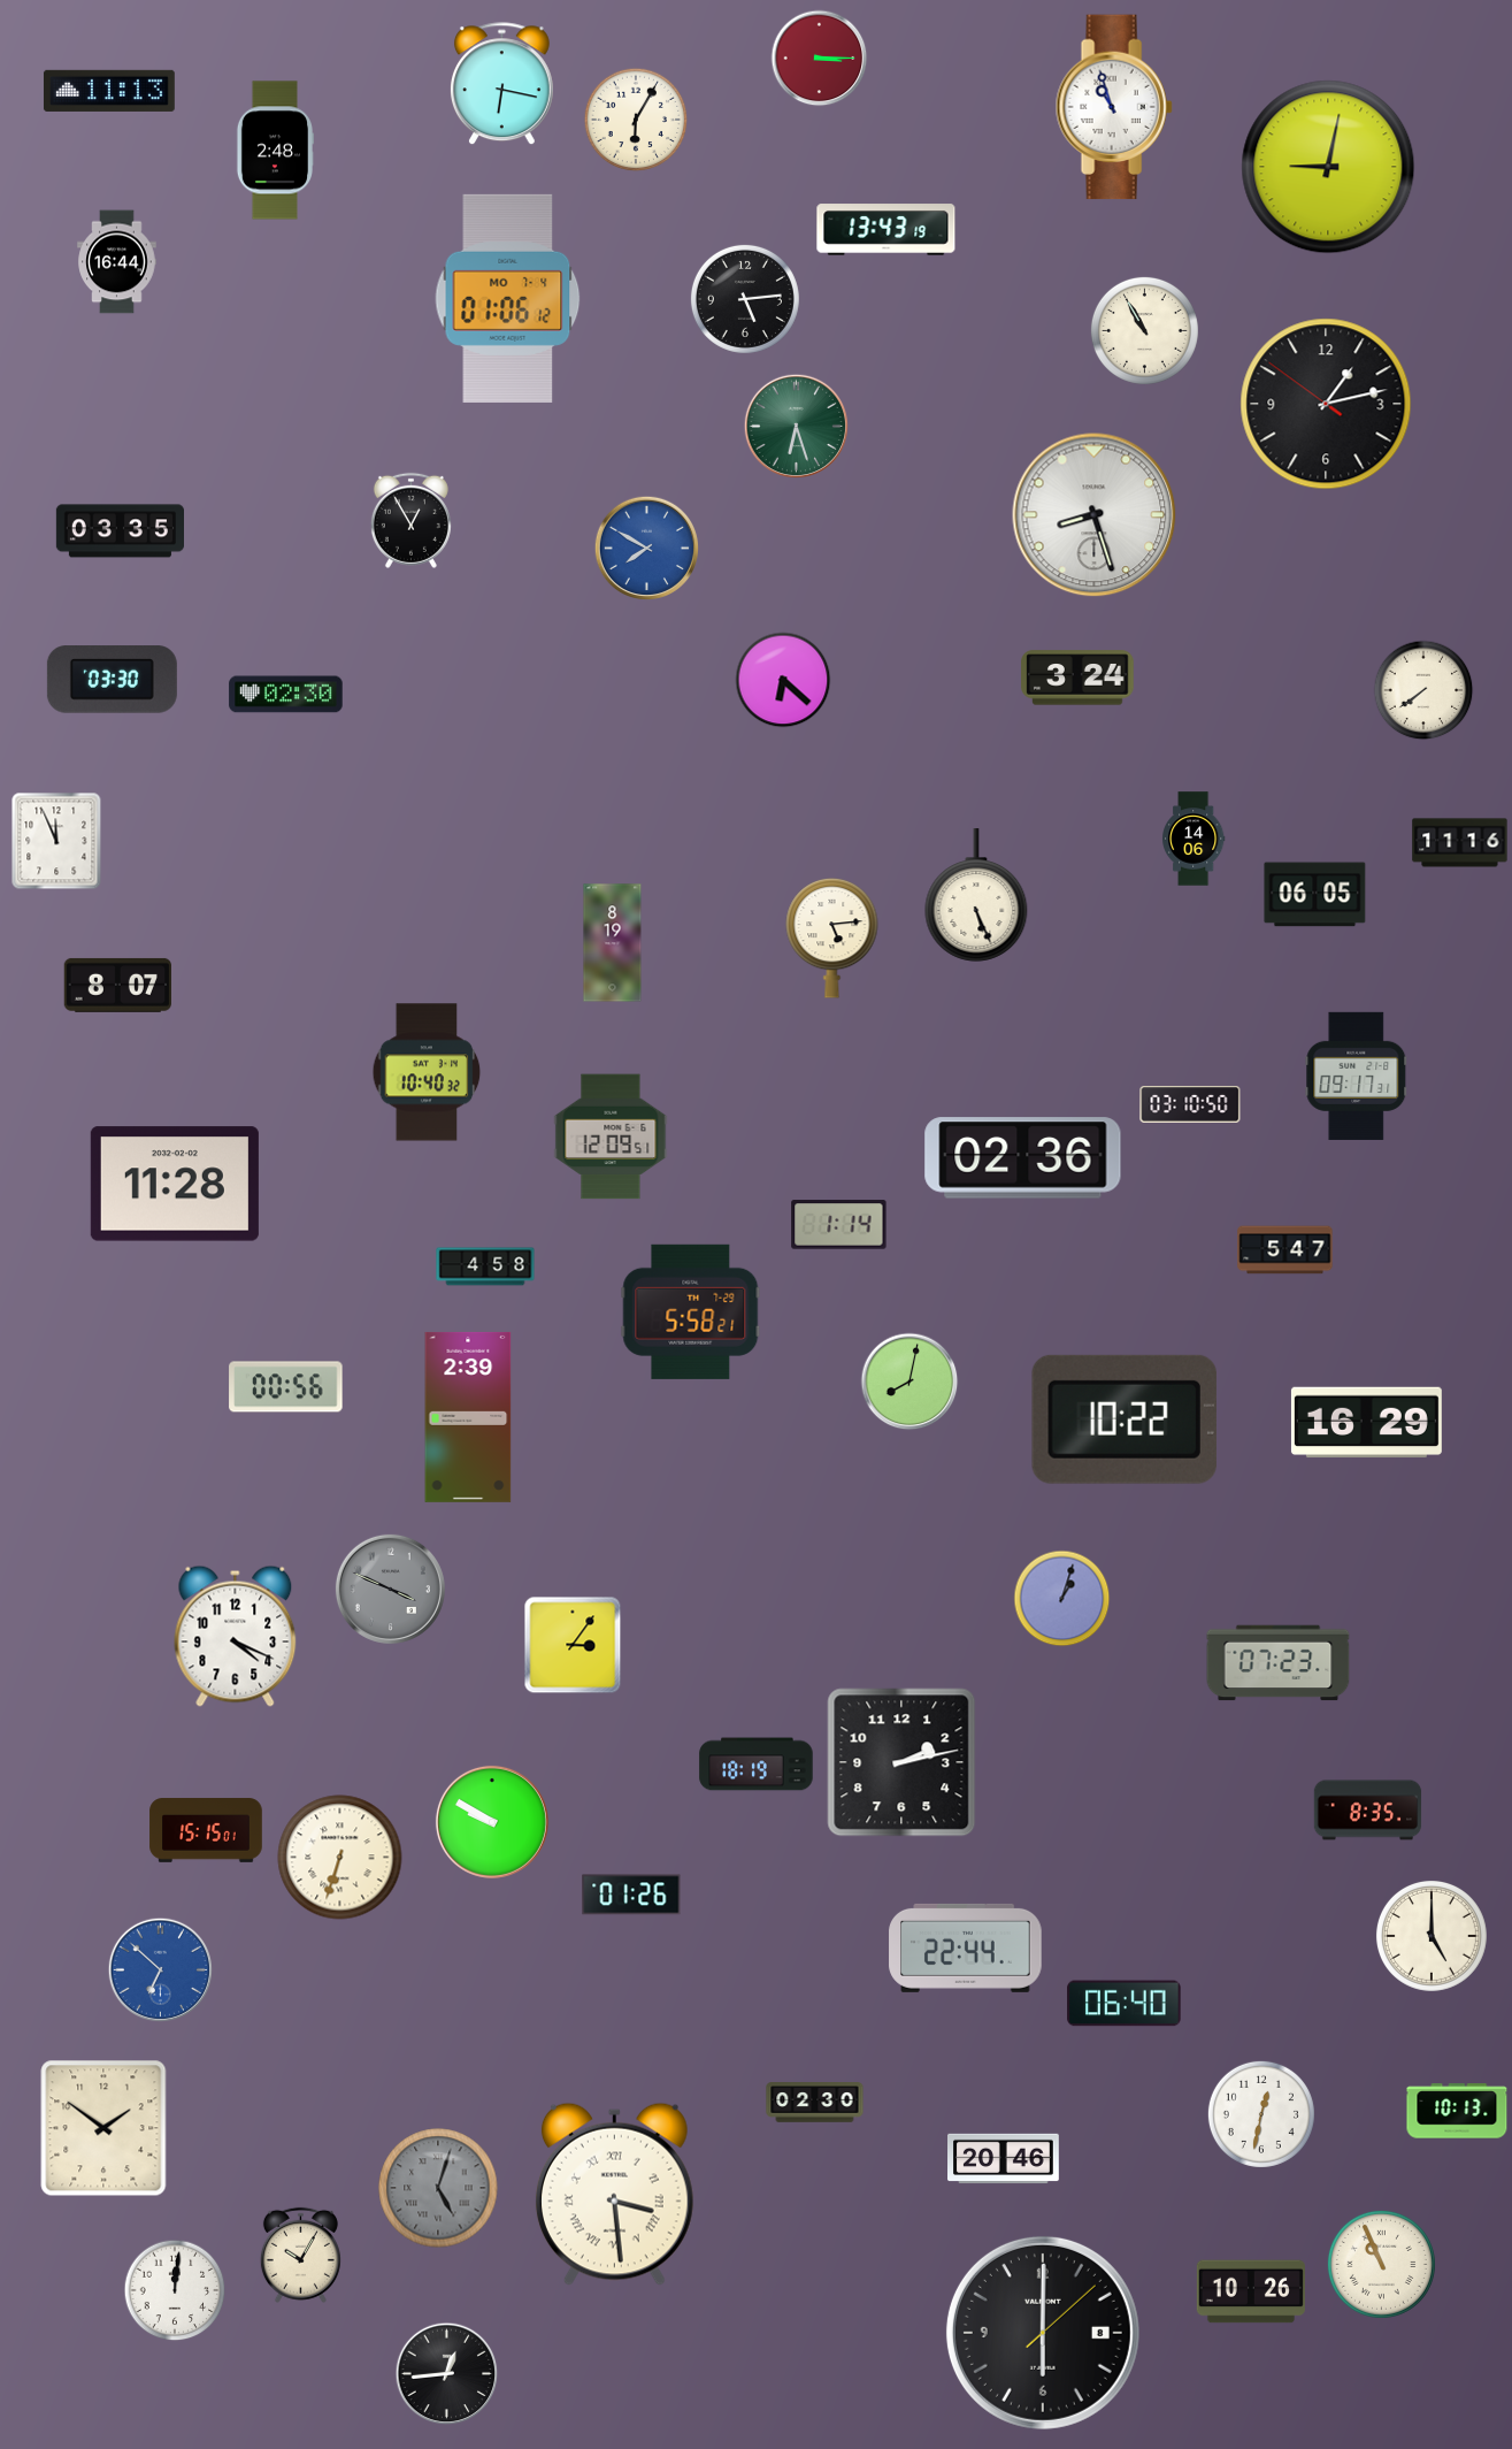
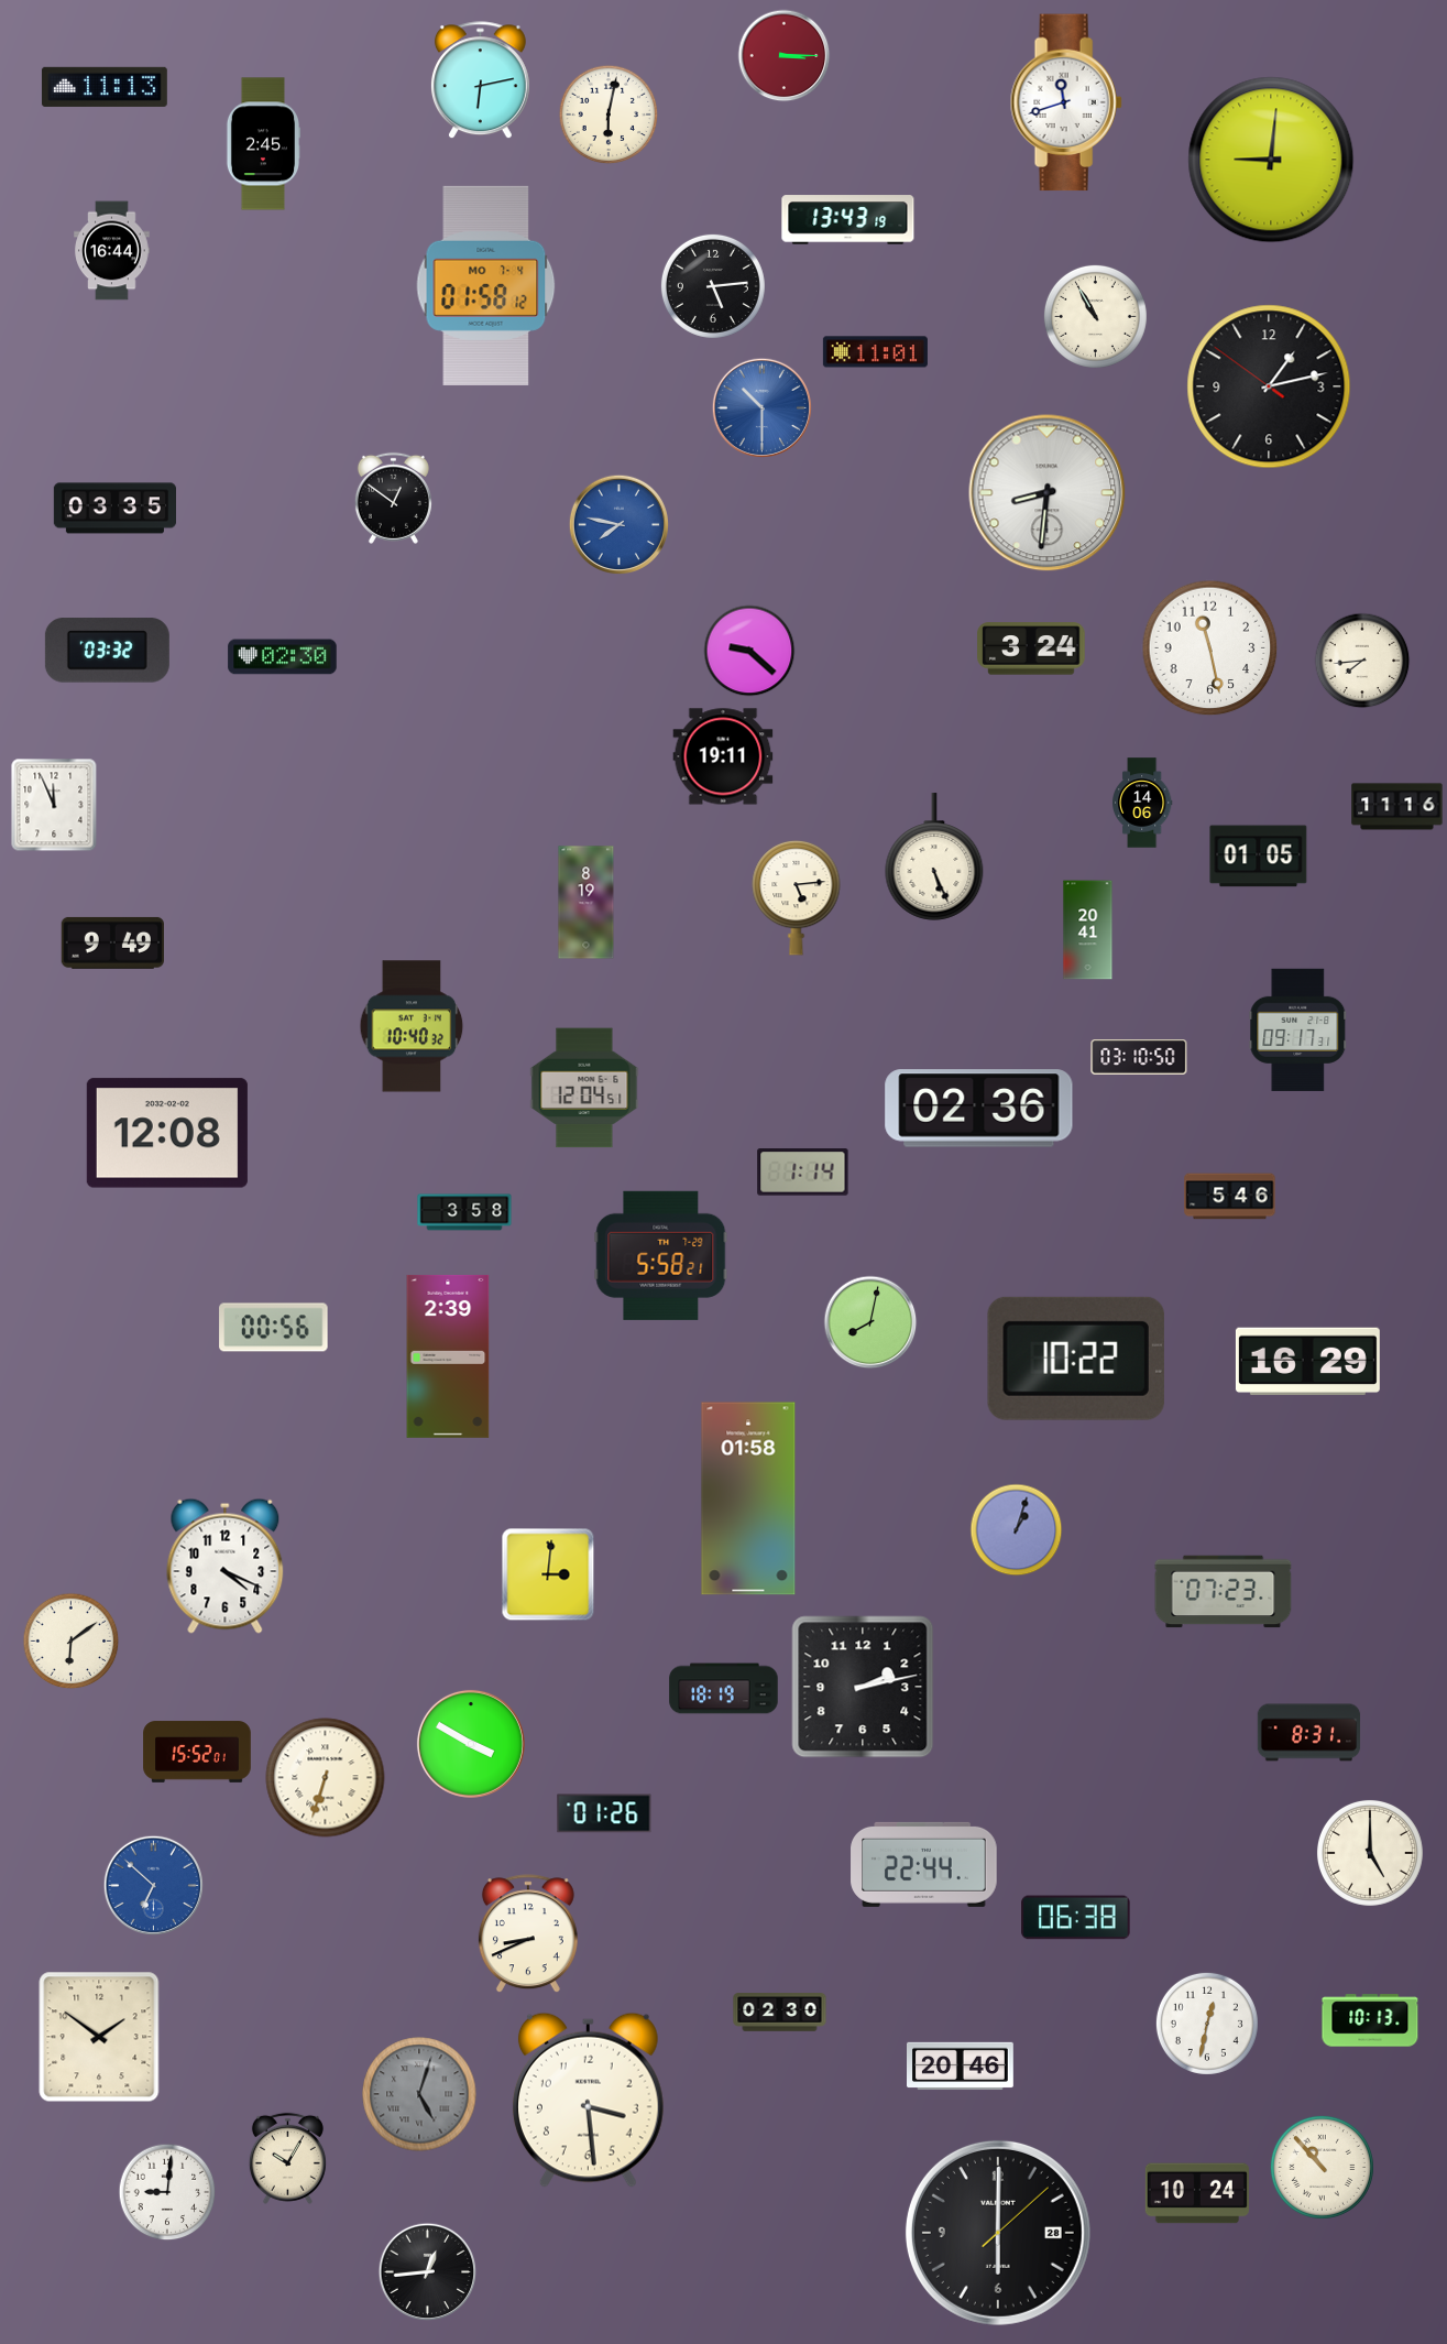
clock at (501, 84): 6:17 -> 6:13
clock at (1114, 107): 10:57 -> 11:42
clock at (636, 120): 6:05 -> 6:02
clock at (274, 151): 2:48 -> 2:45
clock at (1328, 167): 9:02 -> 9:01
clock at (508, 298): 01:06 -> 01:58
clock at (875, 352): none -> 11:01
clock at (796, 426): 6:27 -> 10:30
clock at (796, 426) dial: green -> blue
clock at (1095, 515): 8:27 -> 8:31
clock at (410, 520): 12:55 -> 12:51
clock at (646, 548): 7:50 -> 7:47
clock at (1210, 648): none -> 11:28
clock at (112, 680): 03:30 -> 03:32
clock at (783, 680): 6:22 -> 9:22
clock at (1423, 690): 7:39 -> 7:44
clock at (286, 695) position: (286, 695) -> (283, 657)
clock at (723, 756): none -> 19:11
clock at (1315, 895): 06:05 -> 01:05
clock at (1088, 930): none -> 20:41
clock at (117, 985): 8:07 -> 9:49
clock at (427, 1072) position: (427, 1072) -> (412, 1026)
clock at (611, 1137): 12:09 -> 12:04
clock at (175, 1184): 11:28 -> 12:08
clock at (1285, 1250): 5:47 -> 5:46
clock at (485, 1266): 4:58 -> 3:58
clock at (748, 1498): none -> 01:58
clock at (390, 1589): 3:49 -> none
clock at (573, 1645): 3:06 -> 3:01
clock at (72, 1642): none -> 6:09
clock at (1368, 1811): 8:35 -> 8:31
clock at (492, 1822): 9:50 -> 3:50
clock at (206, 1830): 15:15 -> 15:52
clock at (1125, 2004): 06:40 -> 06:38
clock at (528, 1934): none -> 8:41
clock at (1457, 2111) position: (1457, 2111) -> (1370, 2020)
clock at (614, 2194) numerals: Roman -> Arabic
clock at (1381, 2264): 10:56 -> 10:53
clock at (175, 2290): 12:01 -> 9:01
clock at (1251, 2291): 10:26 -> 10:24
clock at (1043, 2333) date: 8 -> 28
